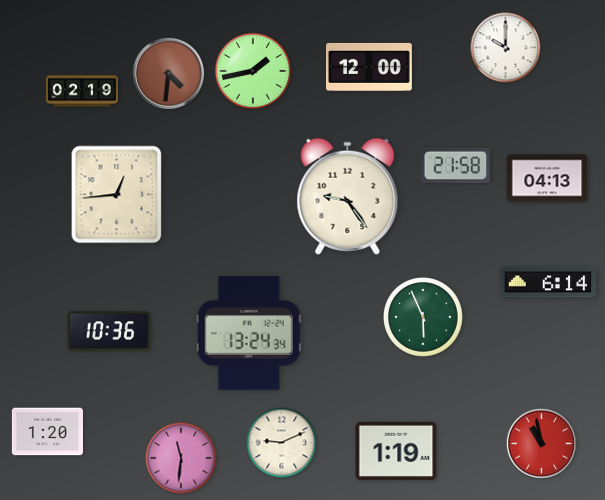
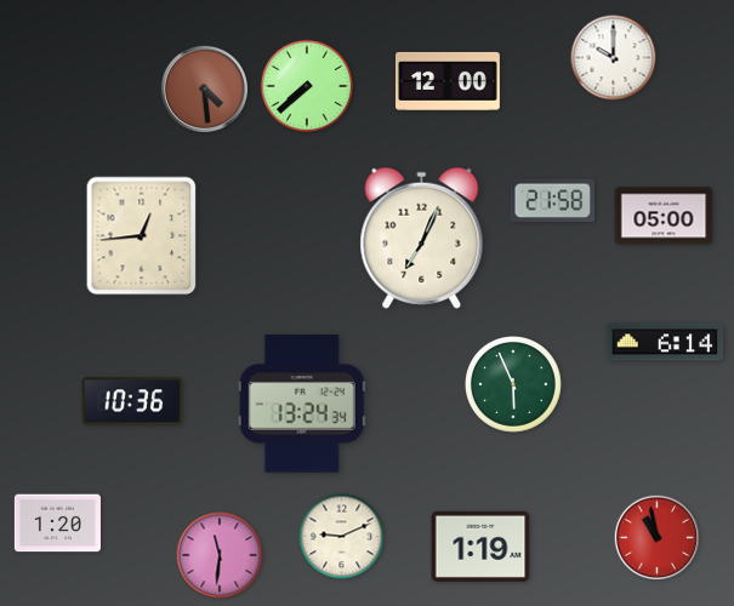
clock at (252, 70): 1:43 -> 7:38
clock at (168, 73): 4:31 -> 4:29
clock at (82, 91): 02:19 -> none
clock at (547, 178): 04:13 -> 05:00
clock at (348, 196): 9:24 -> 7:04
